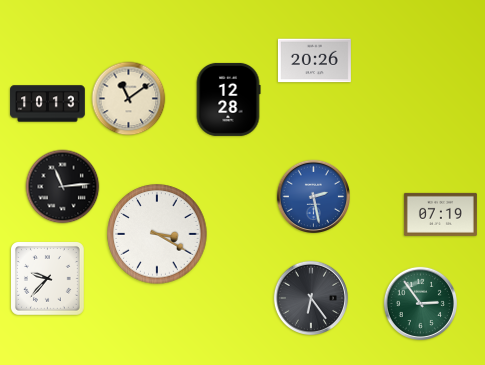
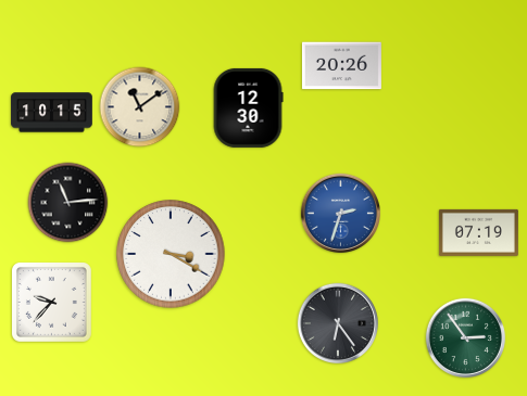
clock at (228, 99): 12:28 -> 12:30
clock at (48, 104): 10:13 -> 10:15
clock at (313, 196): 2:28 -> 2:33
clock at (420, 303) position: (420, 303) -> (465, 337)
